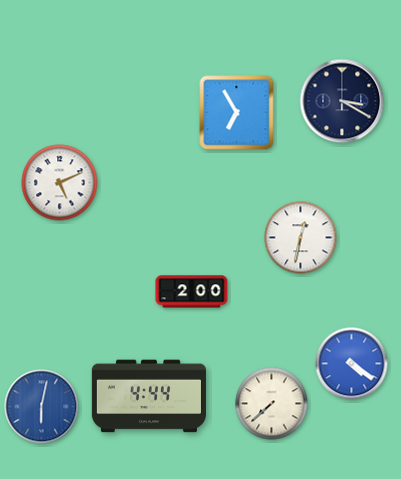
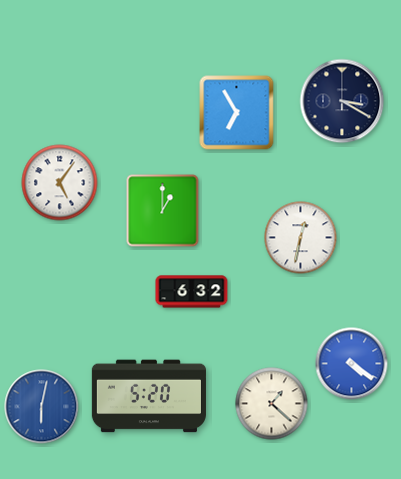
clock at (60, 183): 5:11 -> 5:06
clock at (163, 211): none -> 1:00
clock at (192, 292): 2:00 -> 6:32
clock at (149, 396): 4:44 -> 5:20
clock at (272, 404): 7:38 -> 1:22
